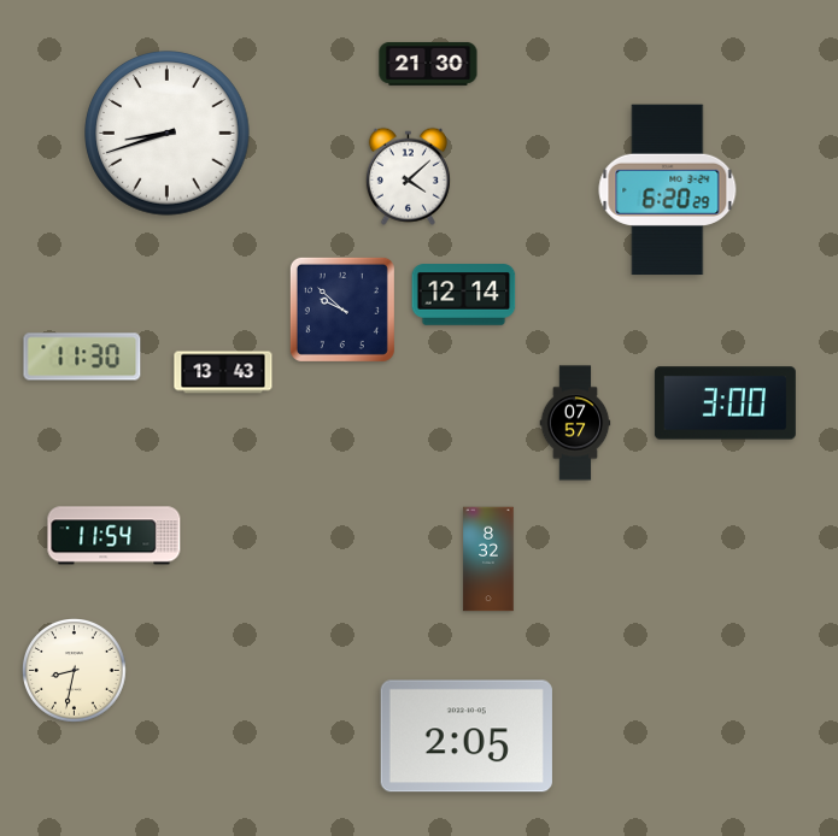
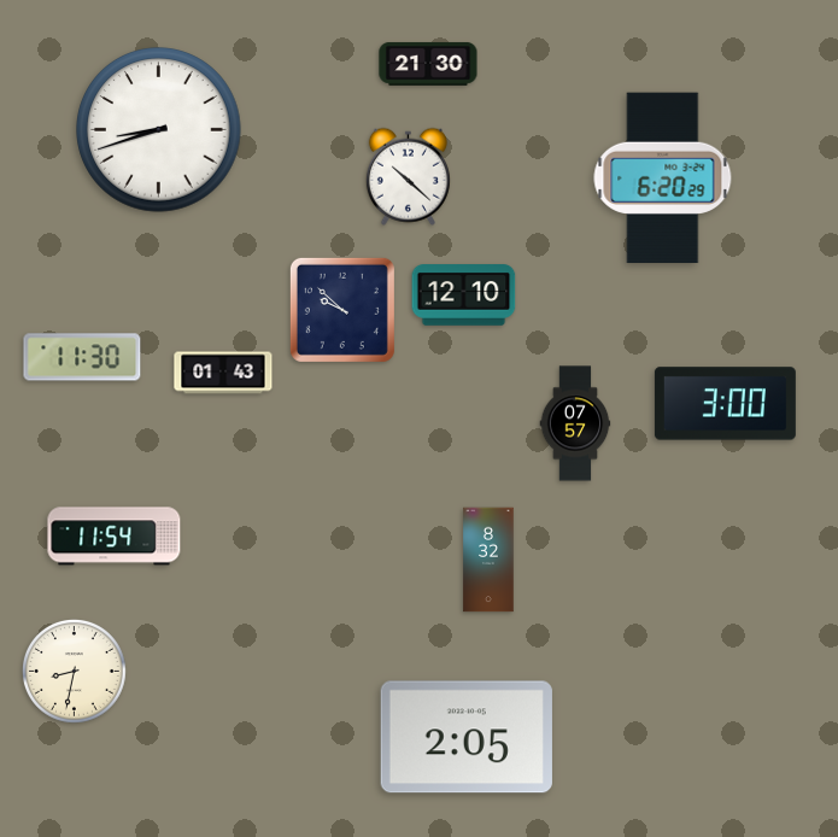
clock at (168, 134) position: (168, 134) -> (159, 130)
clock at (408, 176): 4:08 -> 10:22
clock at (668, 190) position: (668, 190) -> (663, 178)
clock at (464, 295): 12:14 -> 12:10
clock at (223, 372): 13:43 -> 01:43
